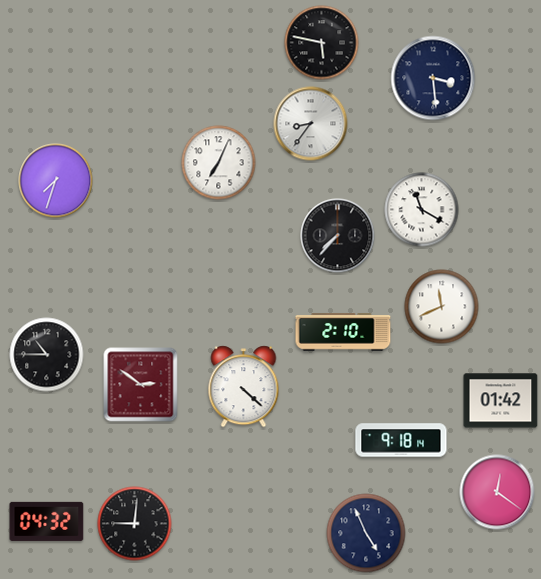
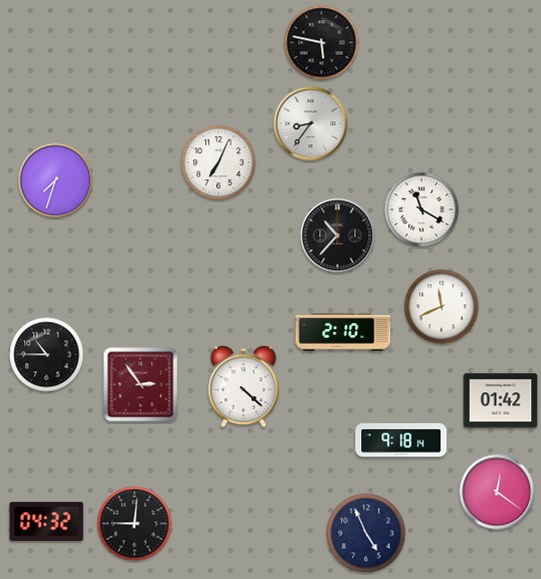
clock at (433, 78): 3:29 -> none
clock at (338, 236): 7:37 -> 10:37
clock at (141, 385): 2:51 -> 2:54
